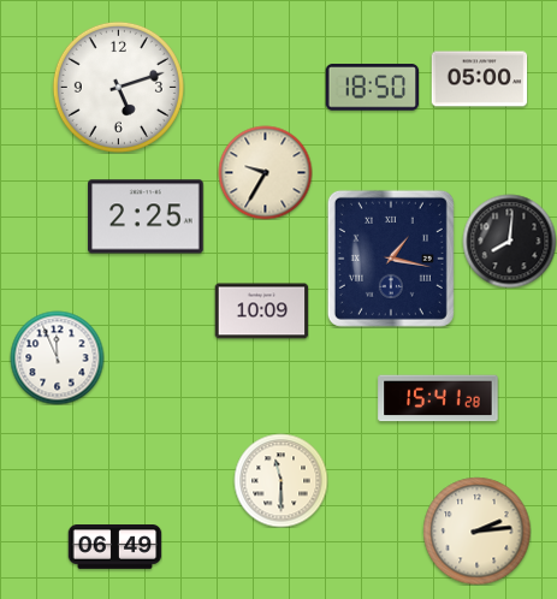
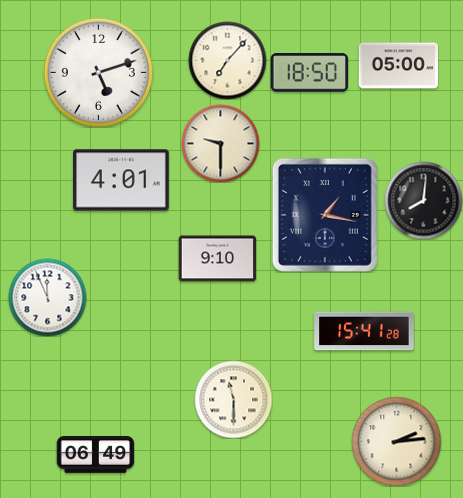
clock at (227, 60): none -> 7:07
clock at (265, 172): 9:35 -> 9:30
clock at (146, 217): 2:25 -> 4:01
clock at (261, 312): 10:09 -> 9:10
